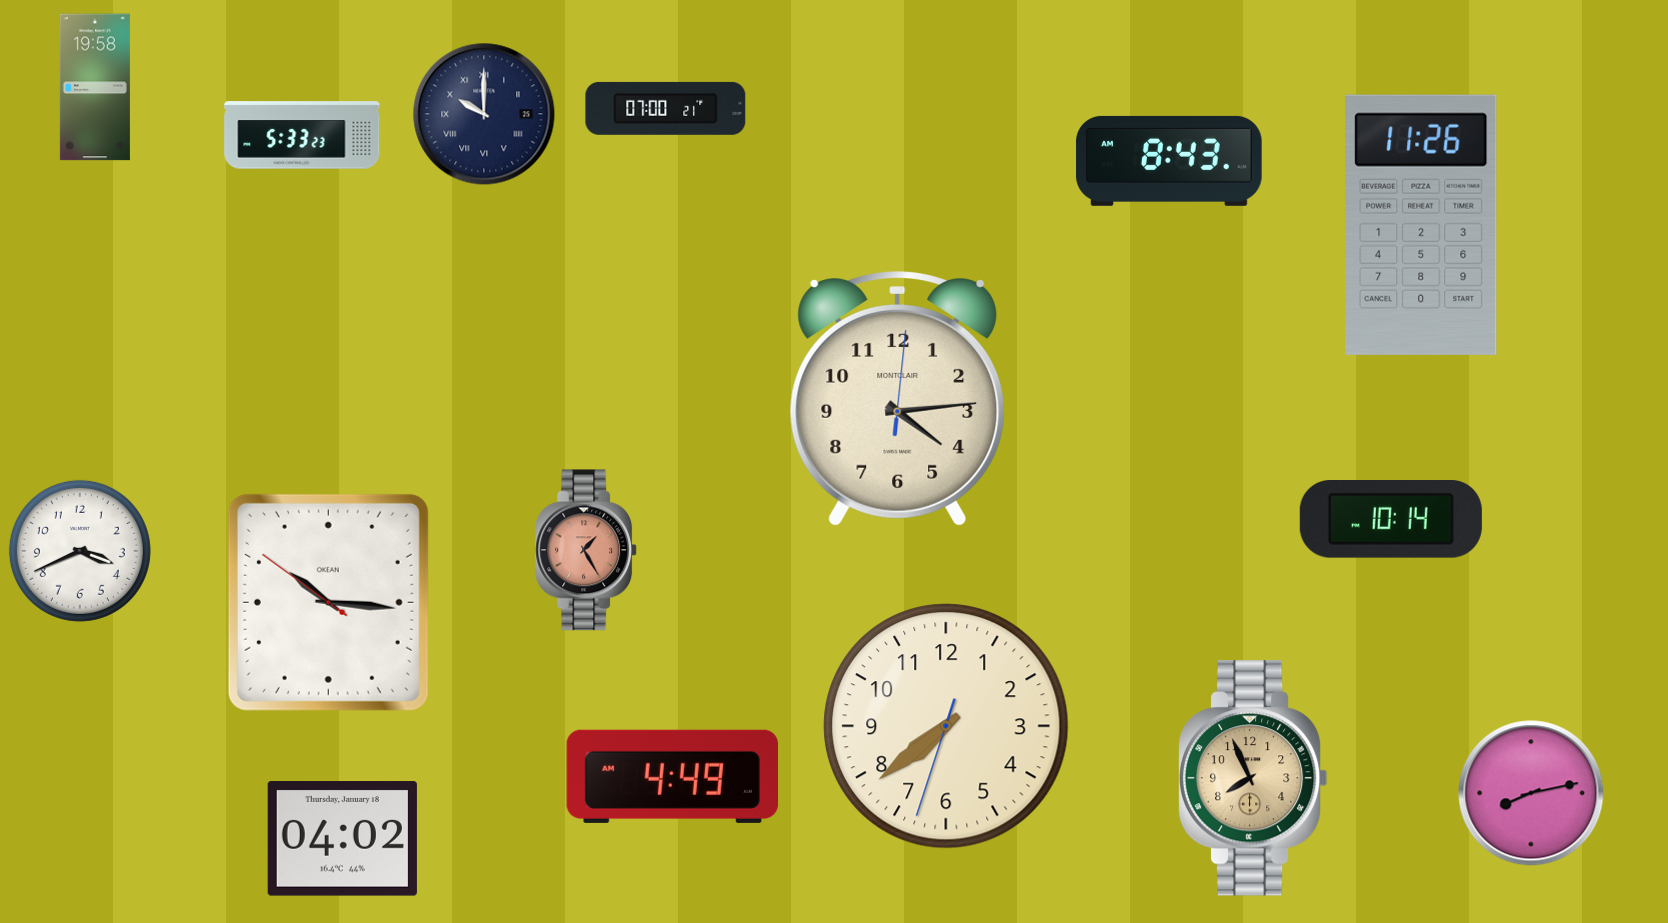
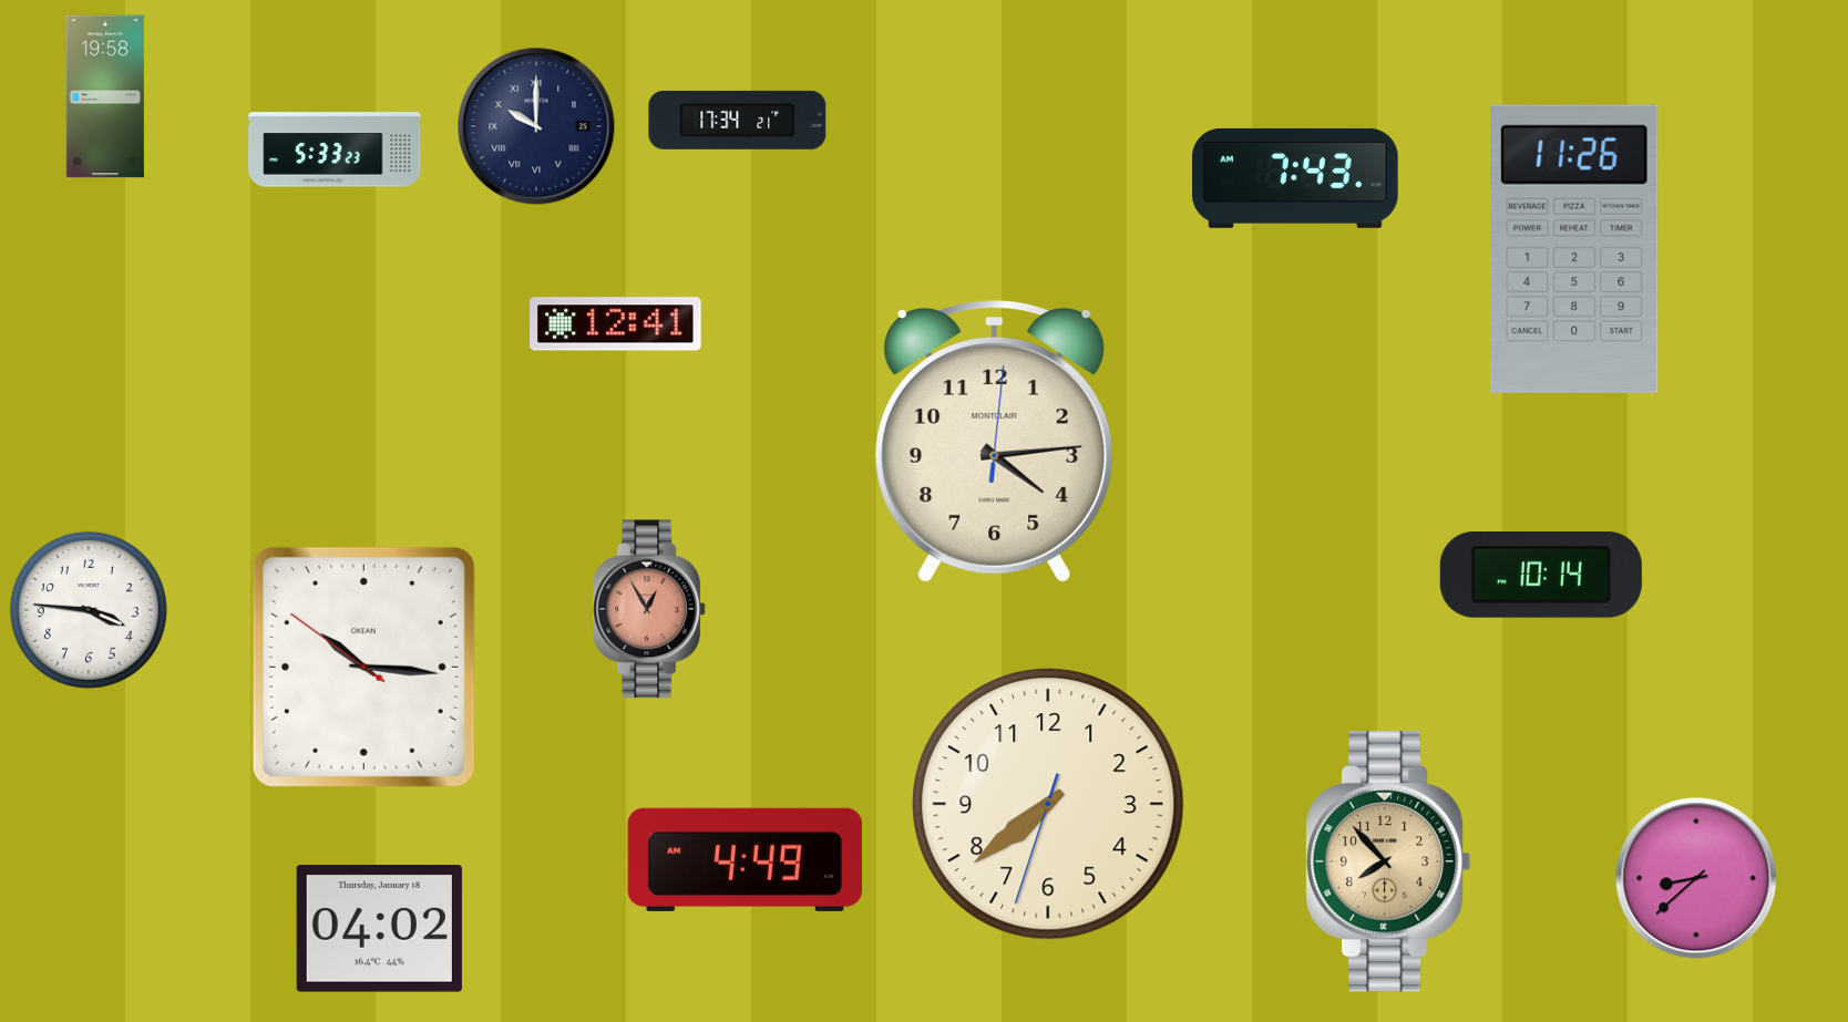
clock at (666, 108): 07:00 -> 17:34
clock at (1169, 161): 8:43 -> 7:43
clock at (616, 324): none -> 12:41
clock at (587, 550): 1:25 -> 12:55
clock at (80, 551): 3:41 -> 3:46
clock at (1253, 778): 7:56 -> 7:53
clock at (1531, 793): 8:13 -> 8:38
